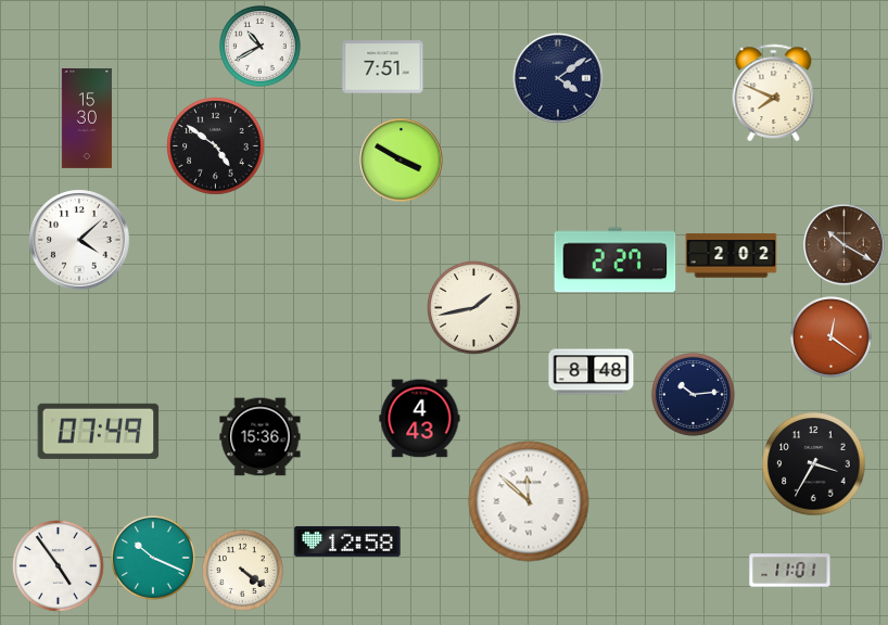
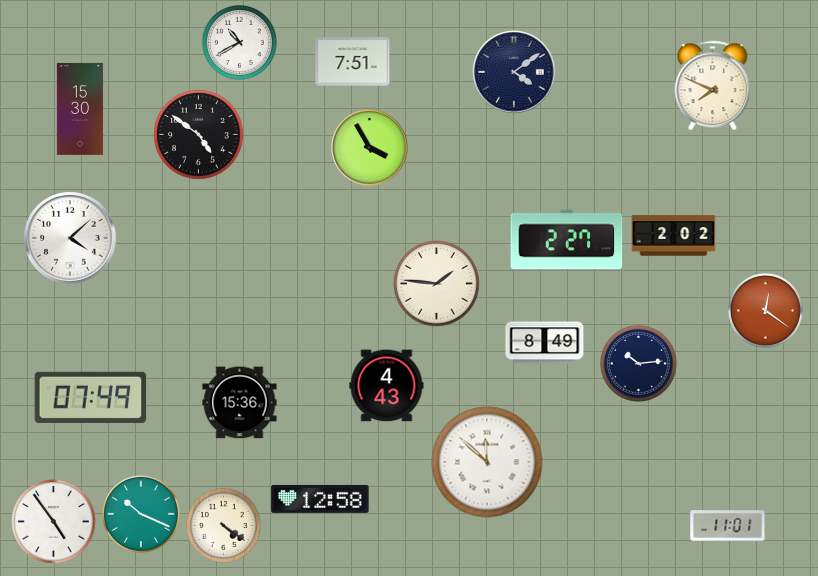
clock at (402, 161): 3:50 -> 3:55
clock at (79, 240) position: (79, 240) -> (70, 238)
clock at (845, 245): 10:20 -> none
clock at (474, 308): 1:43 -> 1:46
clock at (592, 372): 8:48 -> 8:49
clock at (814, 464): 3:35 -> none
